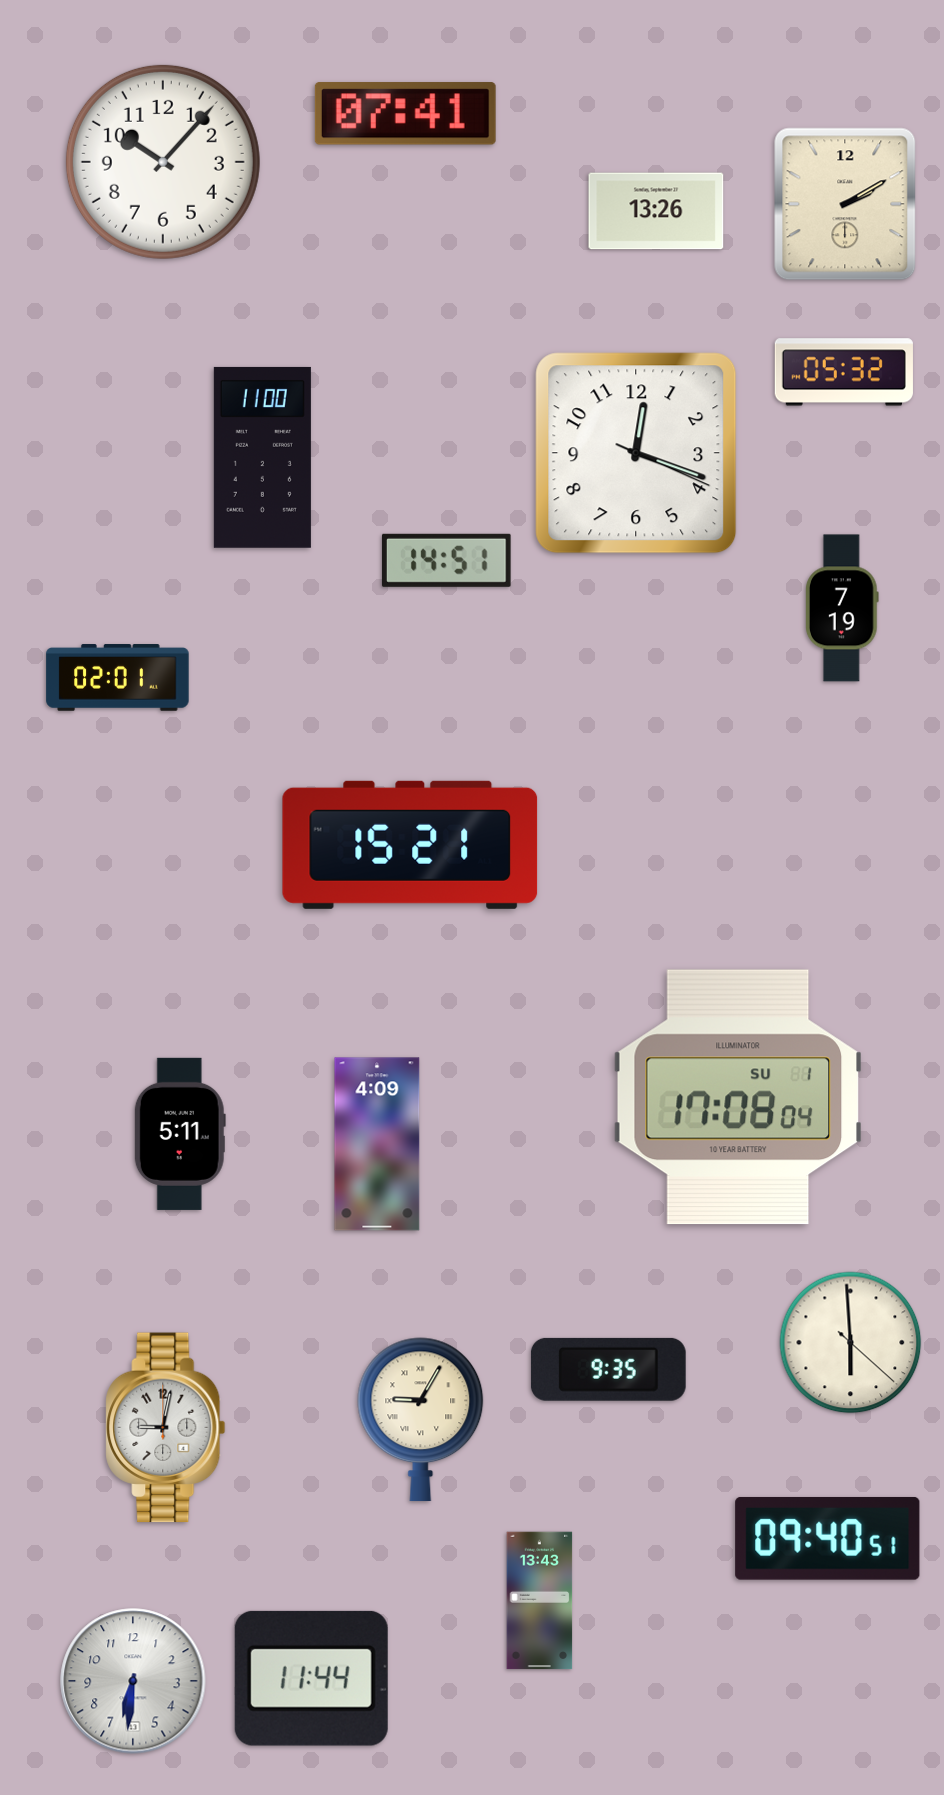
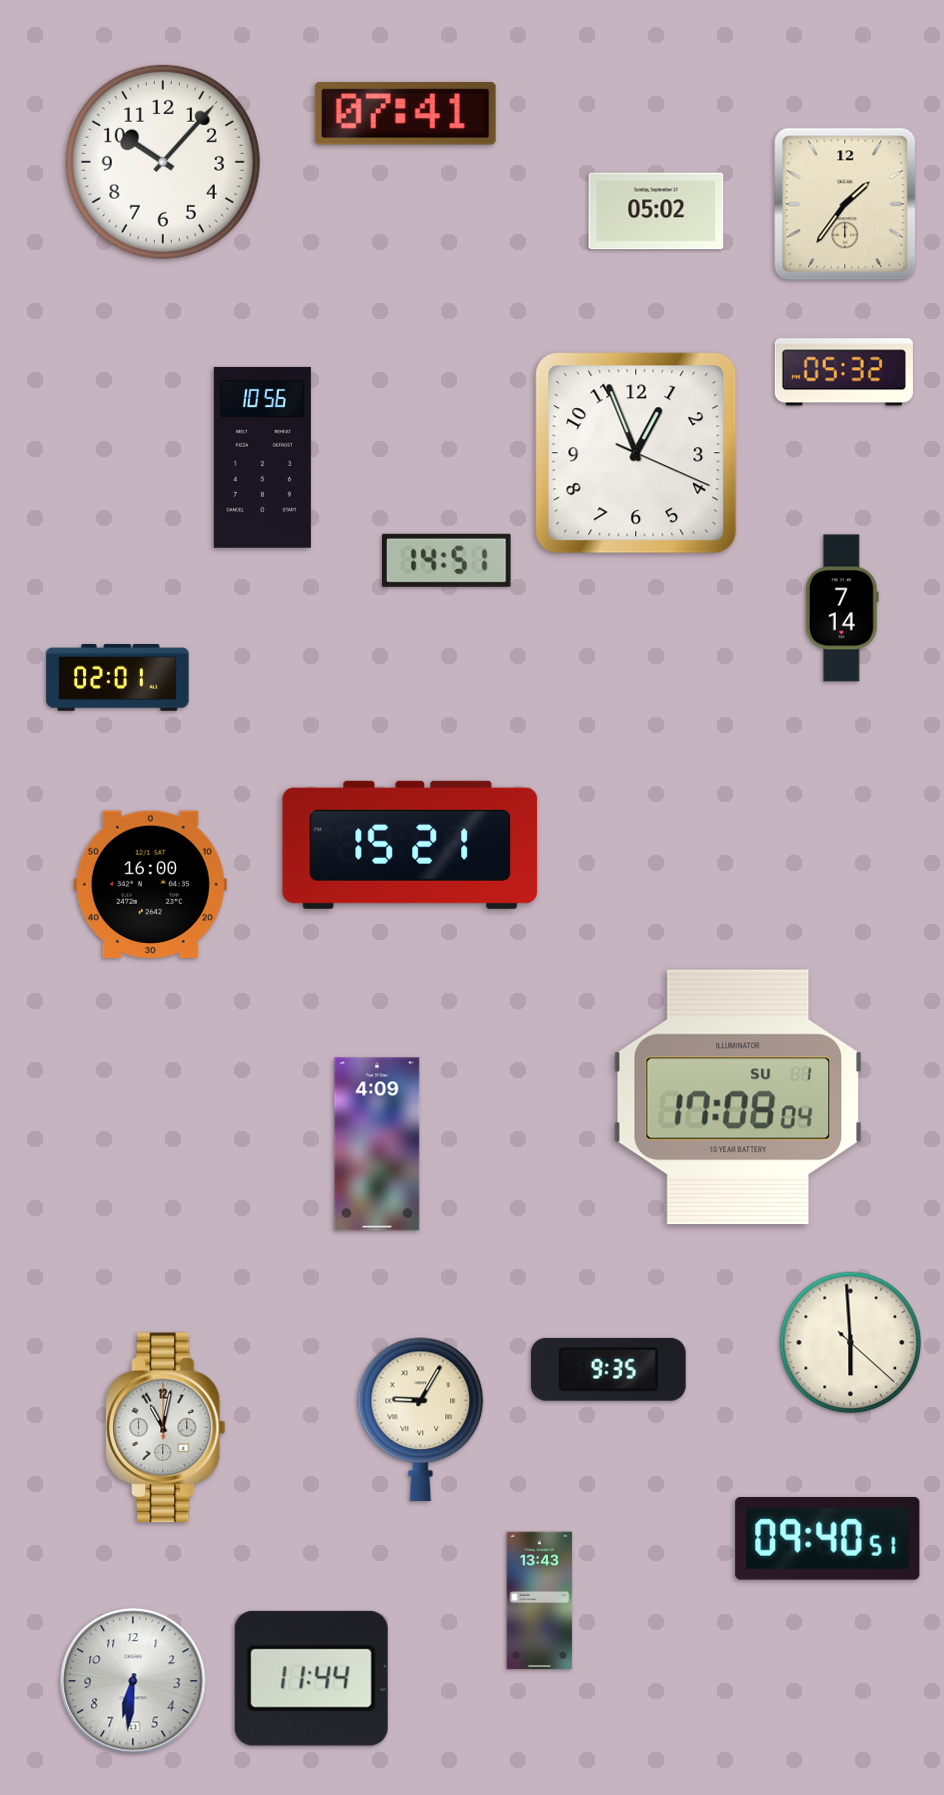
clock at (845, 204): 2:10 -> 1:36
clock at (656, 211): 13:26 -> 05:02
clock at (636, 453): 12:18 -> 12:56
clock at (262, 457): 11:00 -> 10:56
clock at (843, 608): 7:19 -> 7:14
clock at (150, 884): none -> 16:00
clock at (180, 1134): 5:11 -> none
clock at (166, 1428): 9:02 -> 11:02
